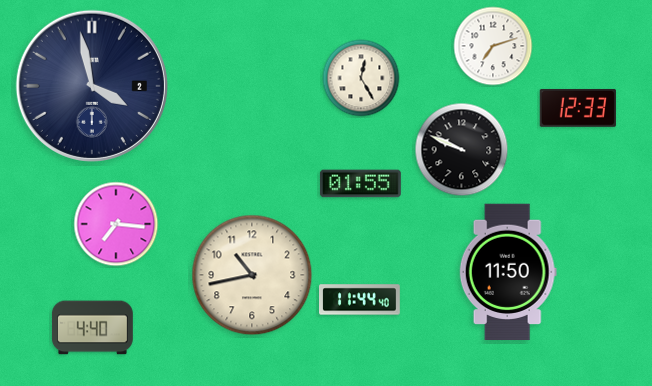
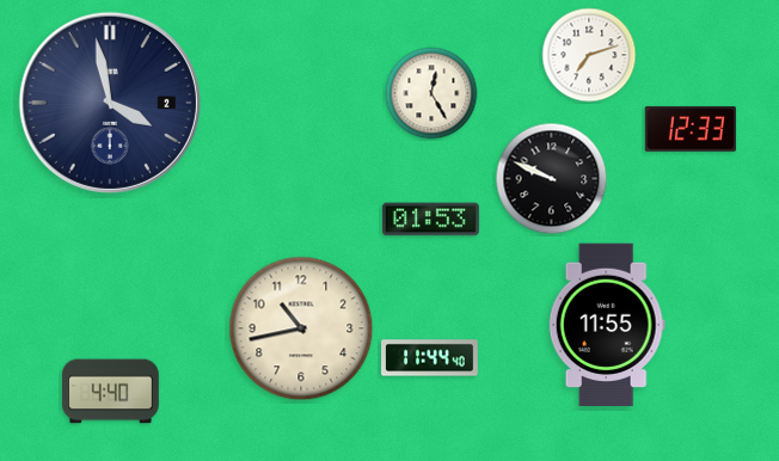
clock at (360, 184): 01:55 -> 01:53
clock at (116, 224): 7:16 -> none
clock at (508, 272): 11:50 -> 11:55
